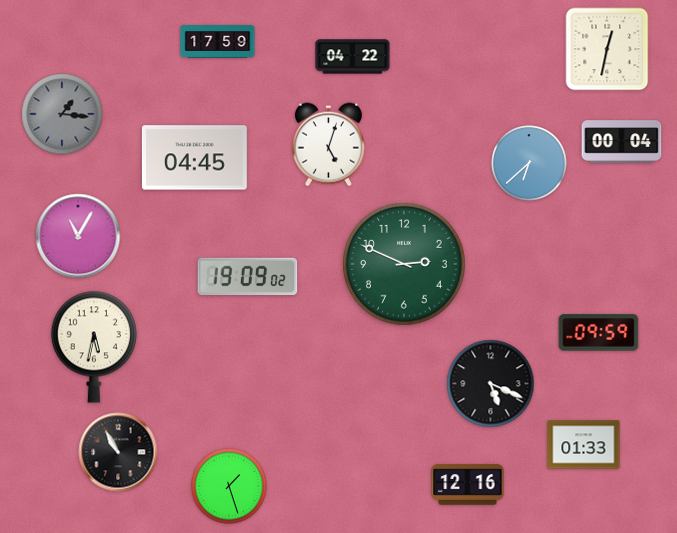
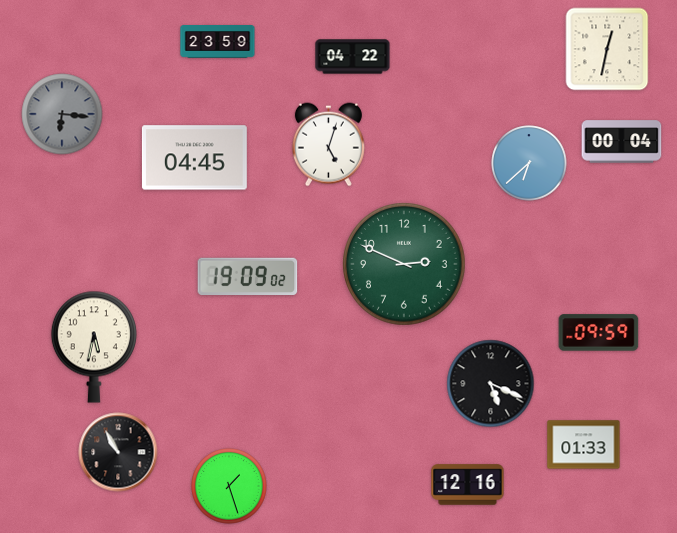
clock at (218, 42): 17:59 -> 23:59
clock at (62, 114): 1:16 -> 6:16
clock at (78, 236): 11:05 -> none
